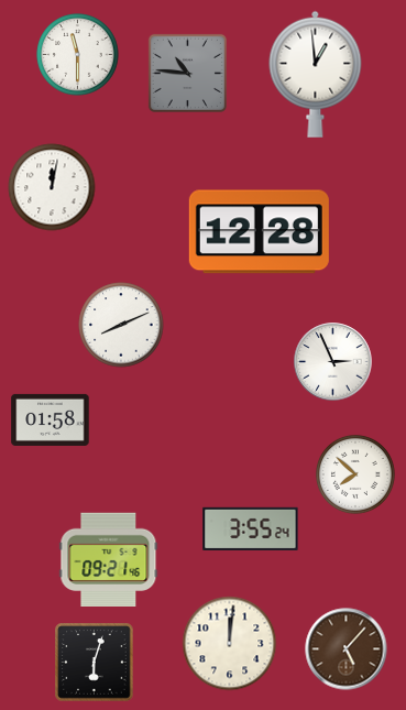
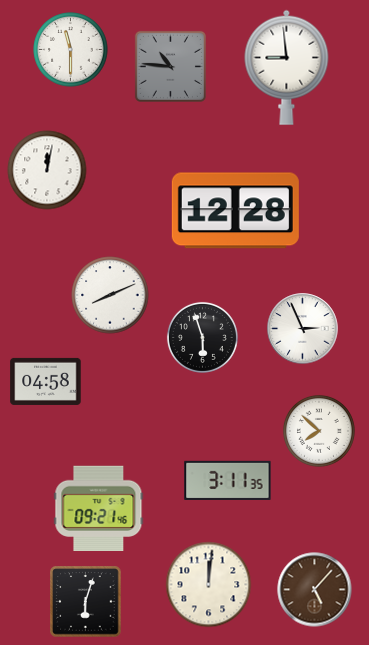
clock at (316, 74): 12:59 -> 8:59
clock at (202, 337): none -> 5:57
clock at (51, 419): 01:58 -> 04:58
clock at (355, 474) position: (355, 474) -> (319, 431)
clock at (251, 528): 3:55 -> 3:11
